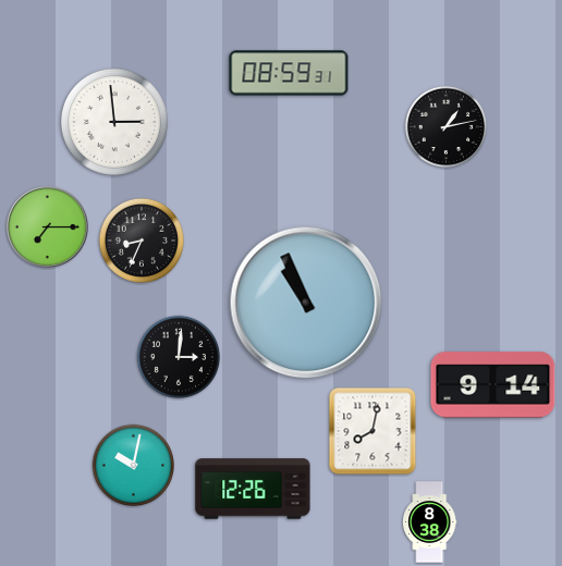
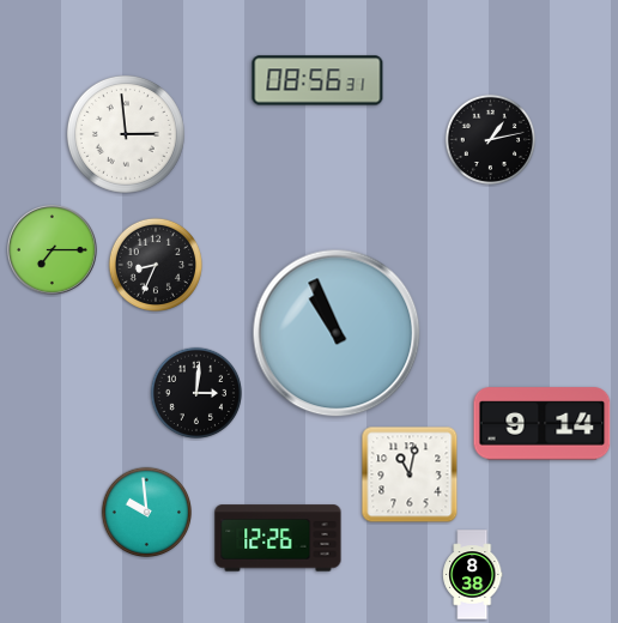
clock at (289, 73): 08:59 -> 08:56
clock at (372, 431): 8:02 -> 11:02
clock at (133, 465): 10:02 -> 9:59
